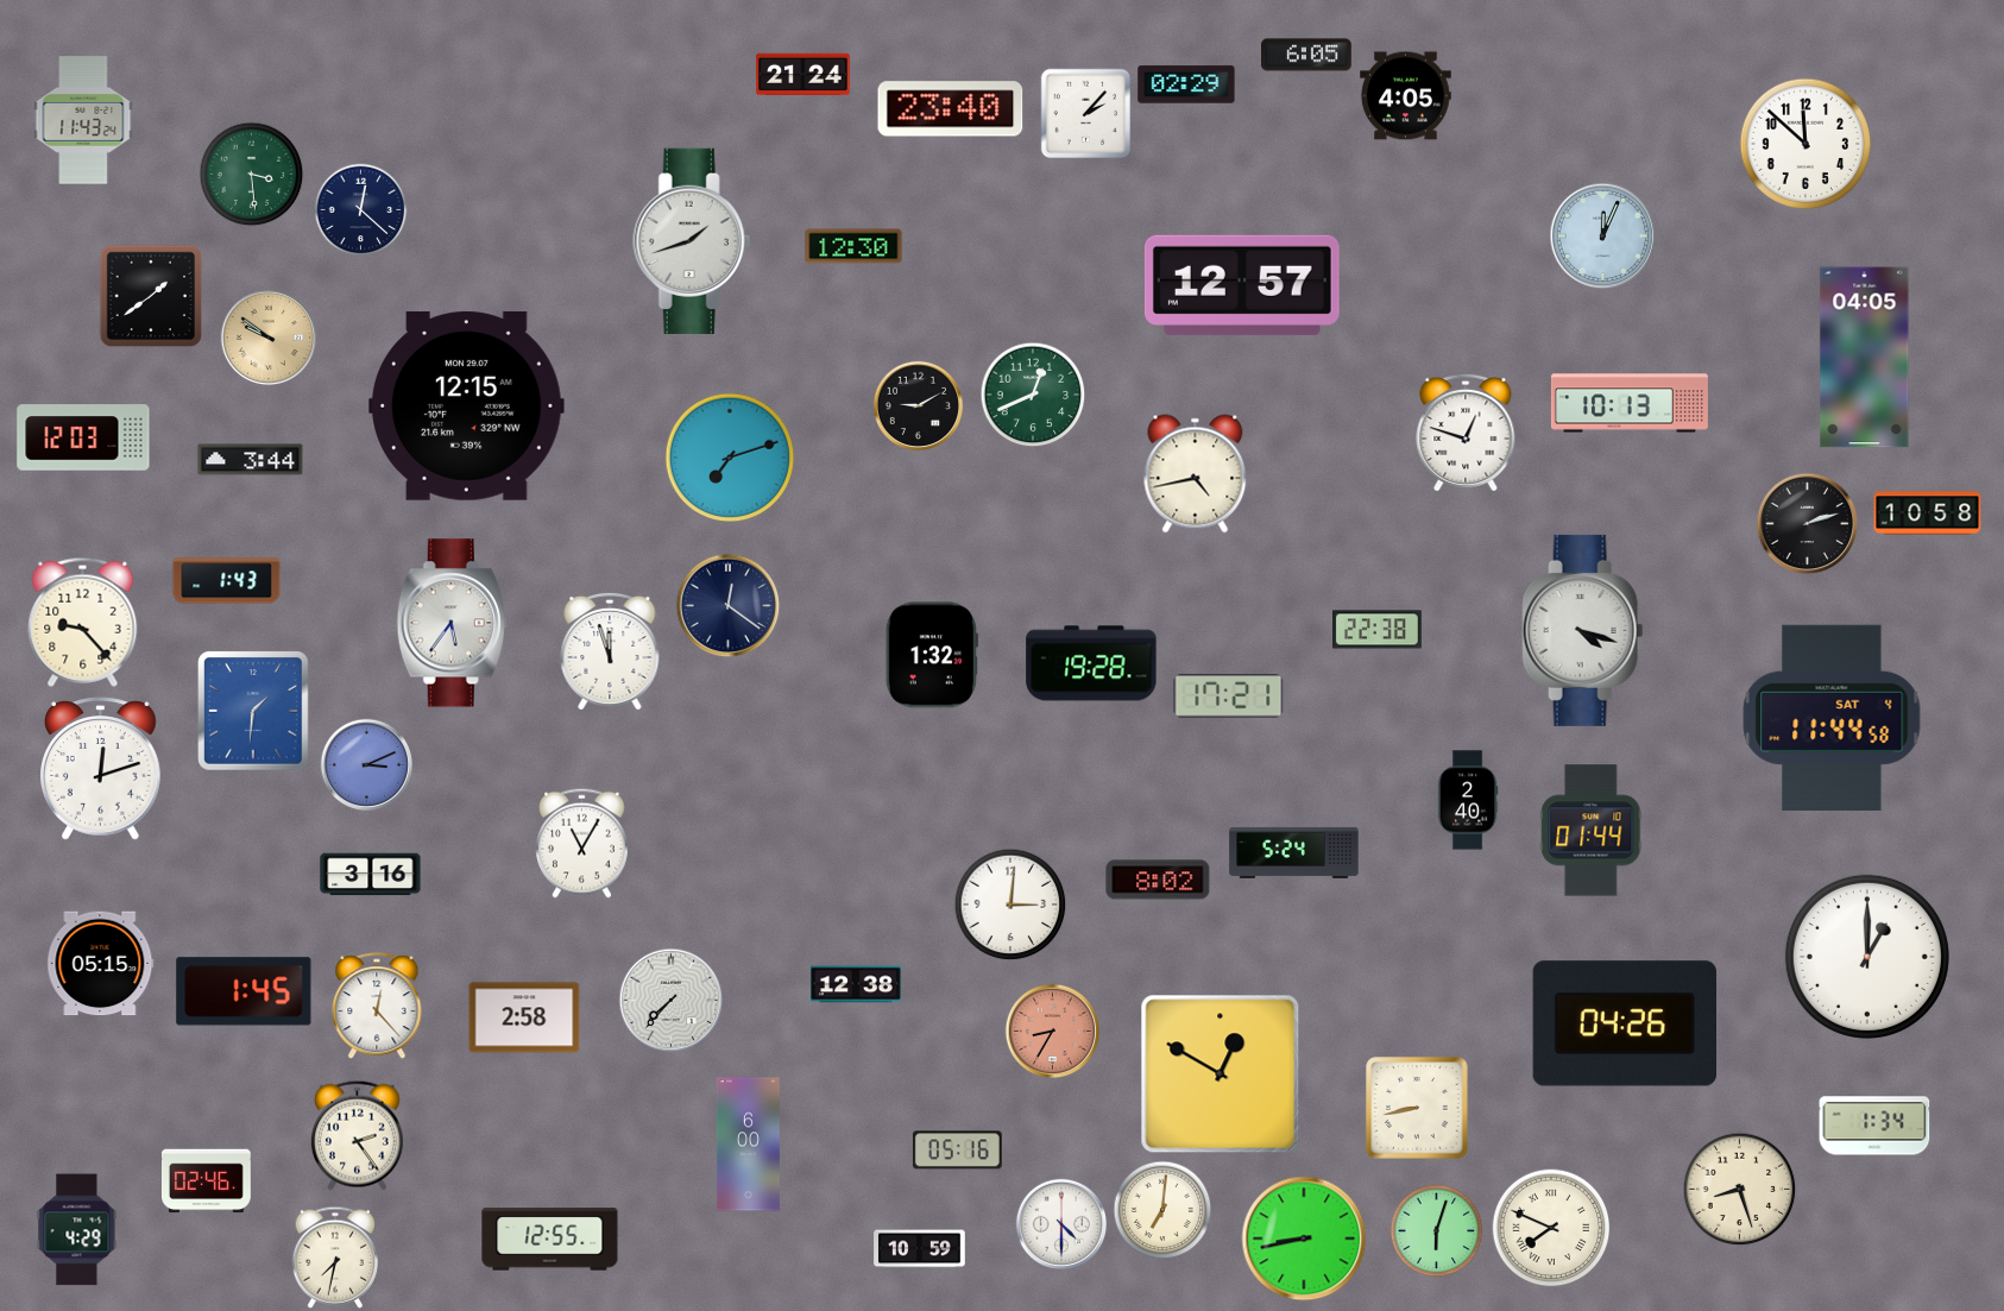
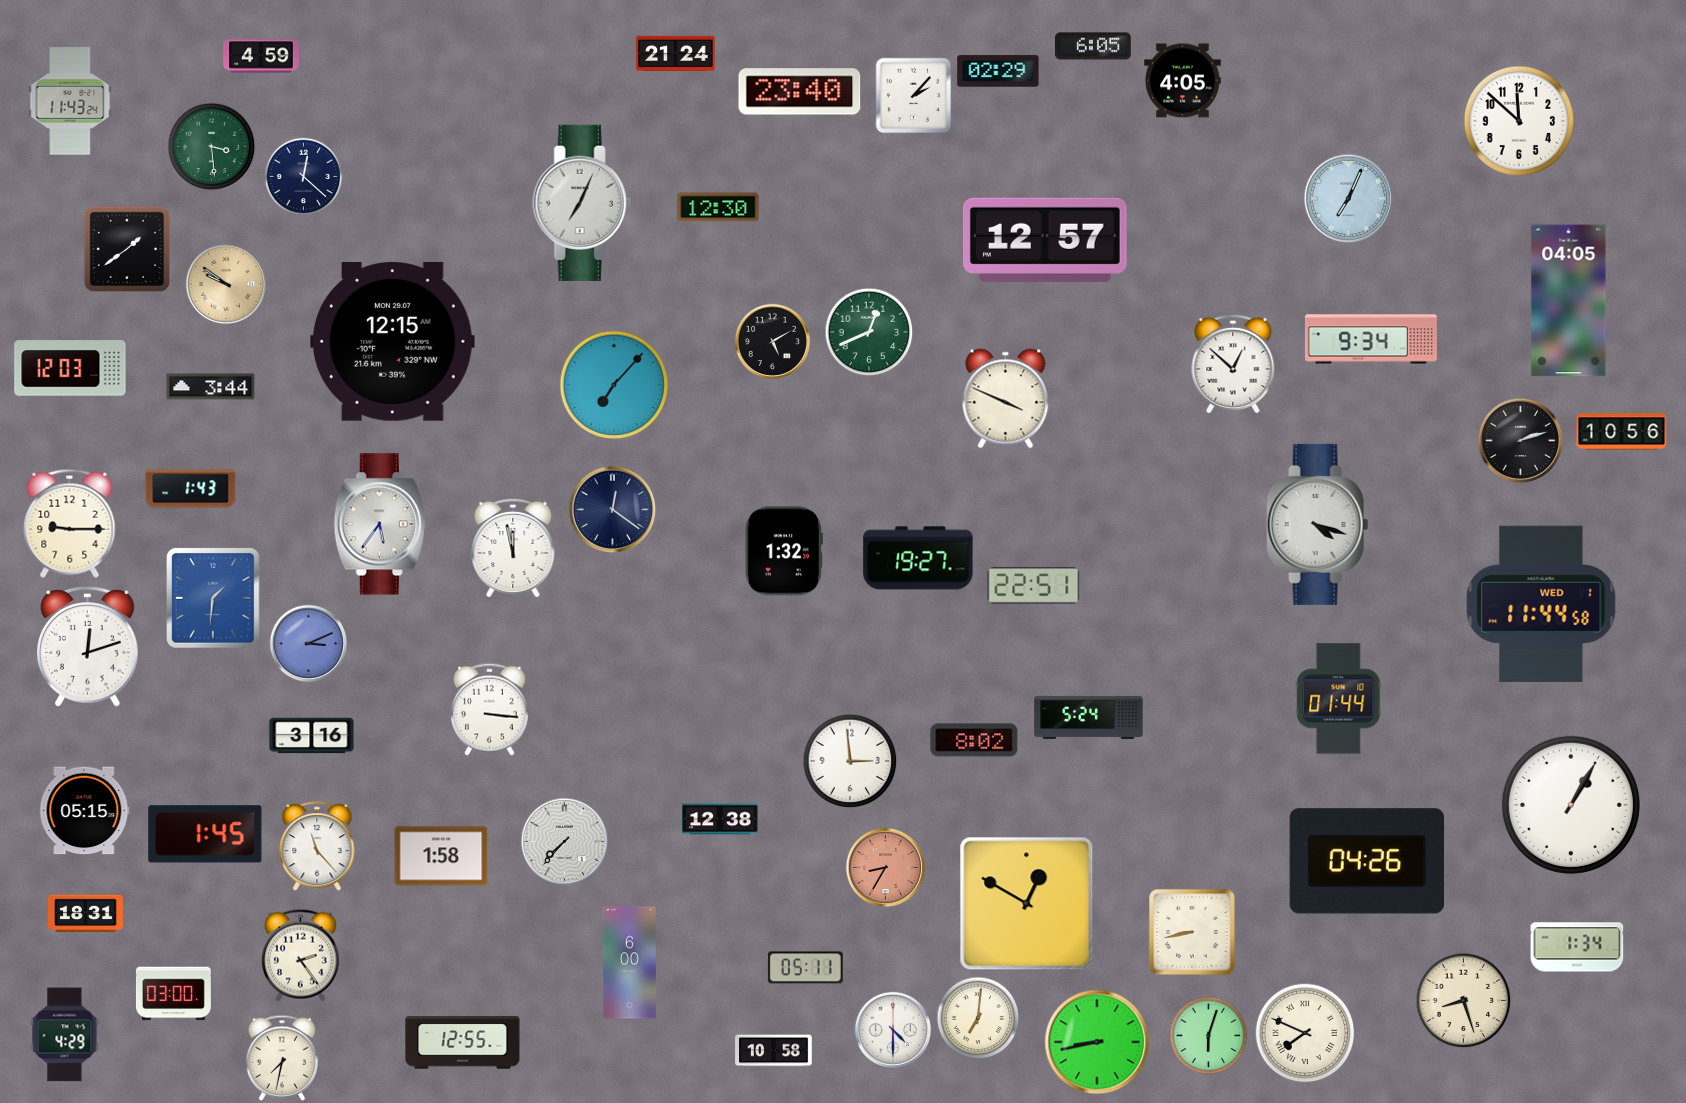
clock at (1306, 55) position: (1306, 55) -> (1093, 46)
clock at (261, 56): none -> 4:59
clock at (804, 75) position: (804, 75) -> (676, 54)
clock at (1603, 237): 12:04 -> 7:04
clock at (692, 241): 1:42 -> 7:04
clock at (1630, 403): 10:13 -> 9:34
clock at (918, 405): 9:10 -> 5:10
clock at (1466, 433): 12:48 -> 12:52
clock at (730, 458): 7:12 -> 7:07
clock at (1196, 474): 4:43 -> 3:49
clock at (1928, 513): 10:58 -> 10:56
clock at (83, 622): 9:23 -> 9:15
clock at (1378, 630): 22:38 -> none
clock at (1583, 630) position: (1583, 630) -> (1318, 524)
clock at (610, 651): 11:57 -> 11:58
clock at (1091, 663): 19:28 -> 19:27
clock at (1229, 697): 17:21 -> 22:51
clock at (1832, 718) date: SAT 4 -> WED 1
clock at (101, 769) position: (101, 769) -> (88, 647)
clock at (1468, 800): 2:40 -> none
clock at (581, 843): 11:05 -> 3:16
clock at (1010, 905): 3:01 -> 2:59
clock at (1867, 957): 1:00 -> 1:05
clock at (856, 984) position: (856, 984) -> (720, 819)
clock at (377, 1007): 12:23 -> 11:23
clock at (524, 1017): 2:58 -> 1:58
clock at (86, 914): none -> 18:31
clock at (957, 1151): 05:16 -> 05:11
clock at (206, 1181): 02:46 -> 03:00
clock at (920, 1249): 10:59 -> 10:58
